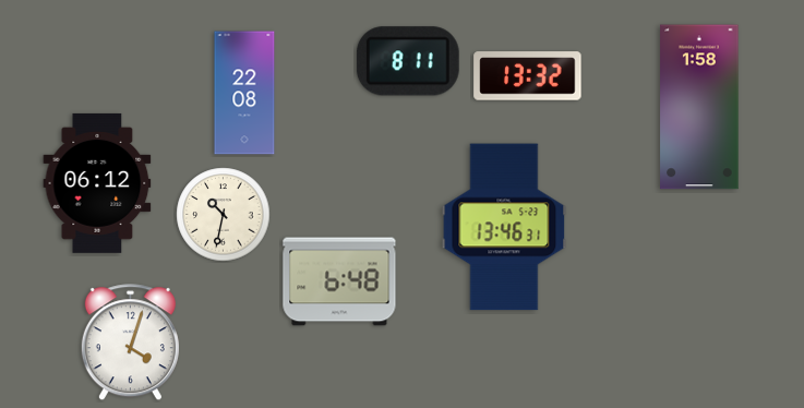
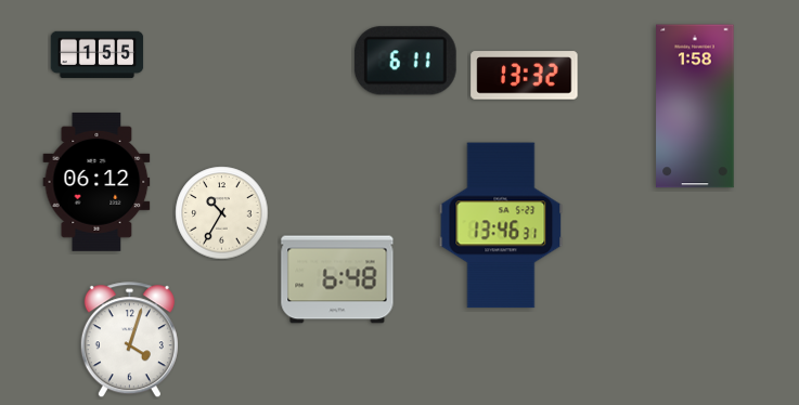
clock at (98, 55): none -> 1:55
clock at (408, 61): 8:11 -> 6:11
clock at (244, 93): 22:08 -> none
clock at (224, 215): 10:32 -> 10:35
